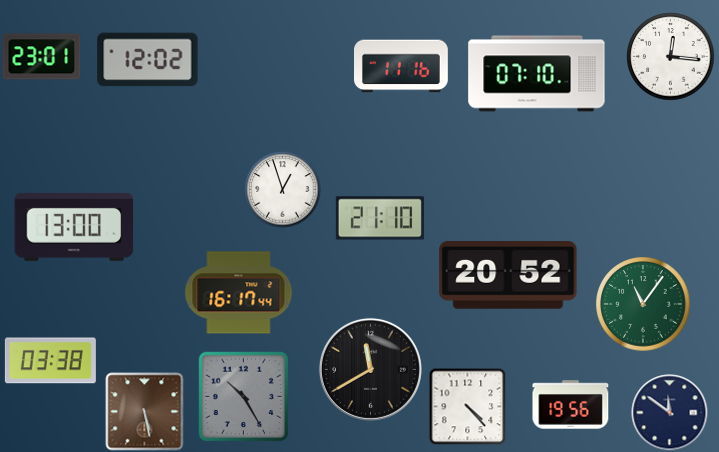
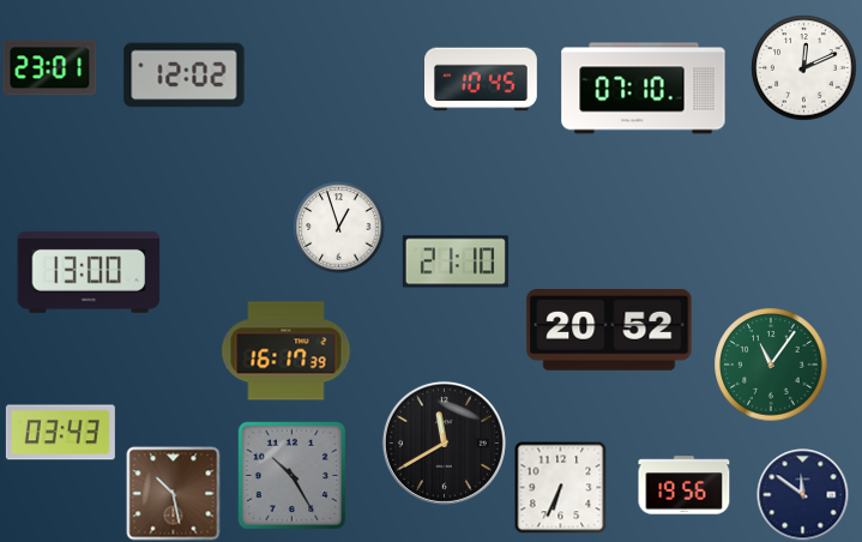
clock at (671, 57): 12:16 -> 12:11
clock at (148, 60) position: (148, 60) -> (185, 76)
clock at (402, 66): 11:16 -> 10:45
clock at (239, 293): 16:17:44 -> 16:17:39
clock at (50, 361): 03:38 -> 03:43
clock at (467, 406): 4:23 -> 6:34
clock at (145, 412): 5:28 -> 10:28
